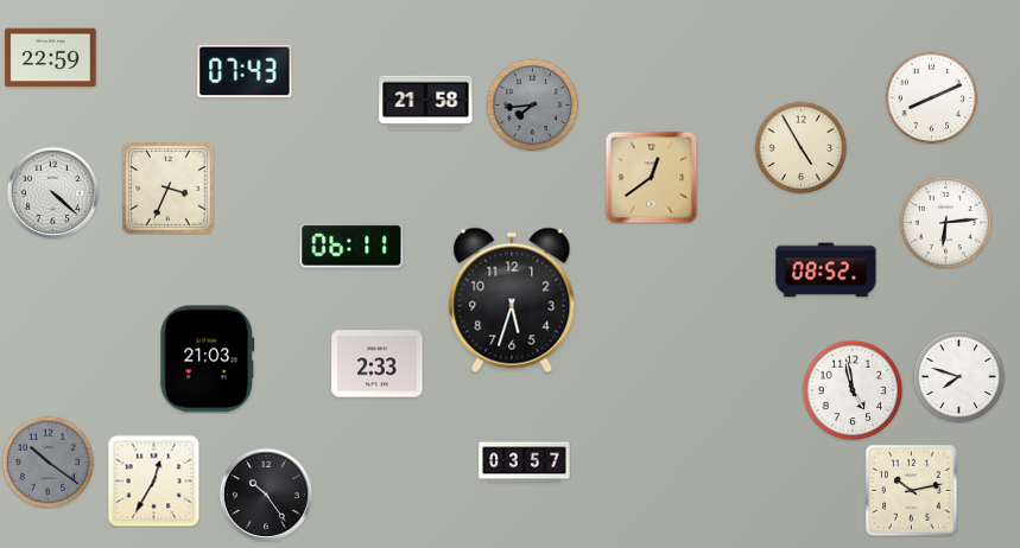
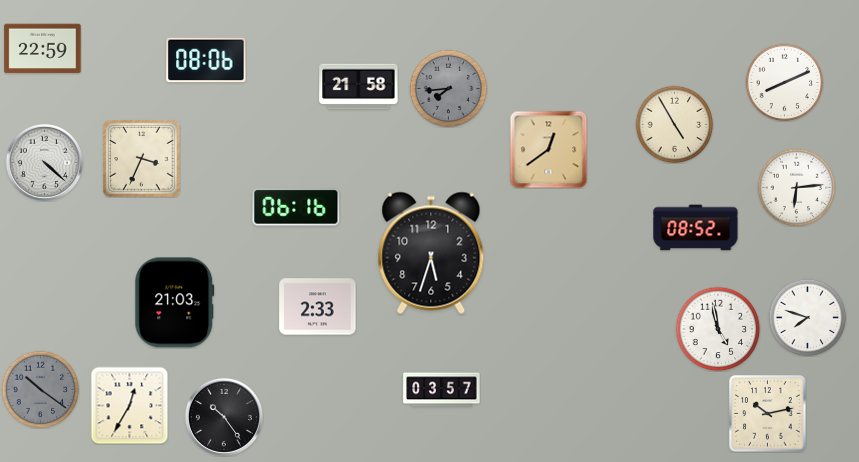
clock at (245, 71): 07:43 -> 08:06
clock at (351, 246): 06:11 -> 06:16
